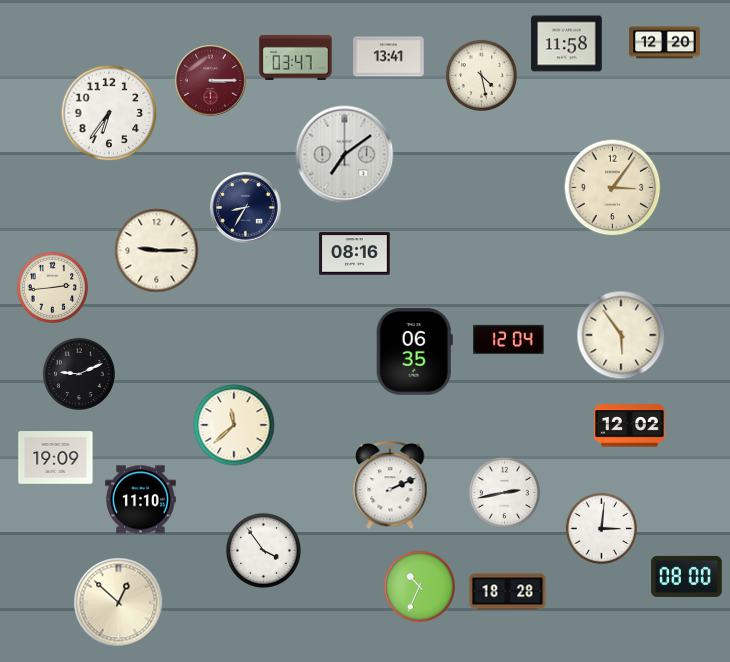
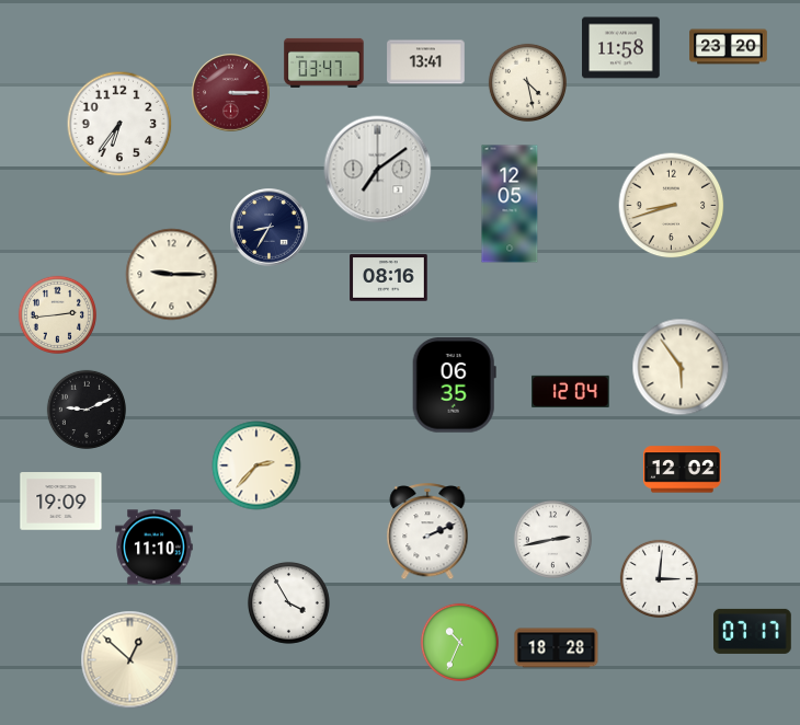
clock at (665, 43): 12:20 -> 23:20
clock at (211, 81) position: (211, 81) -> (231, 93)
clock at (510, 204): none -> 12:05
clock at (613, 188): 3:06 -> 8:42
clock at (509, 339) position: (509, 339) -> (571, 391)
clock at (234, 425): 11:38 -> 2:37
clock at (630, 426) position: (630, 426) -> (683, 470)
clock at (263, 550): 3:54 -> 3:55
clock at (687, 576): 08:00 -> 07:17
